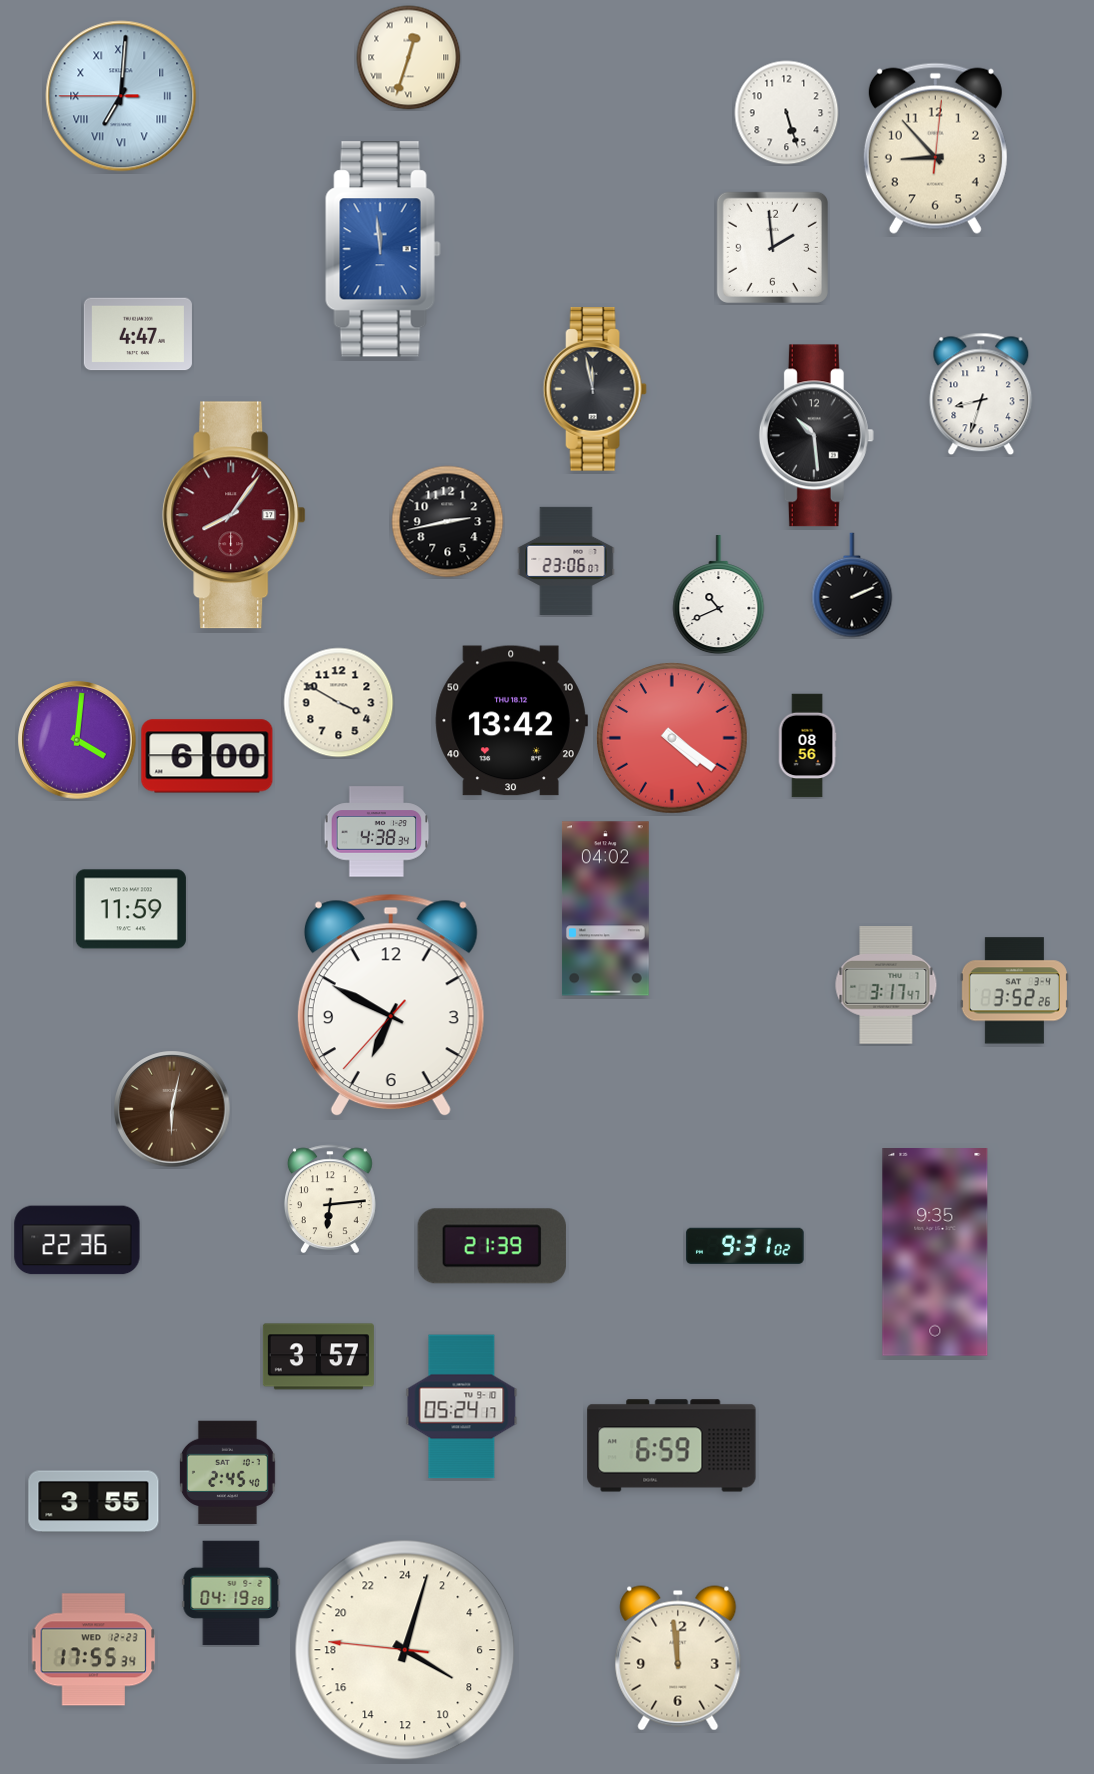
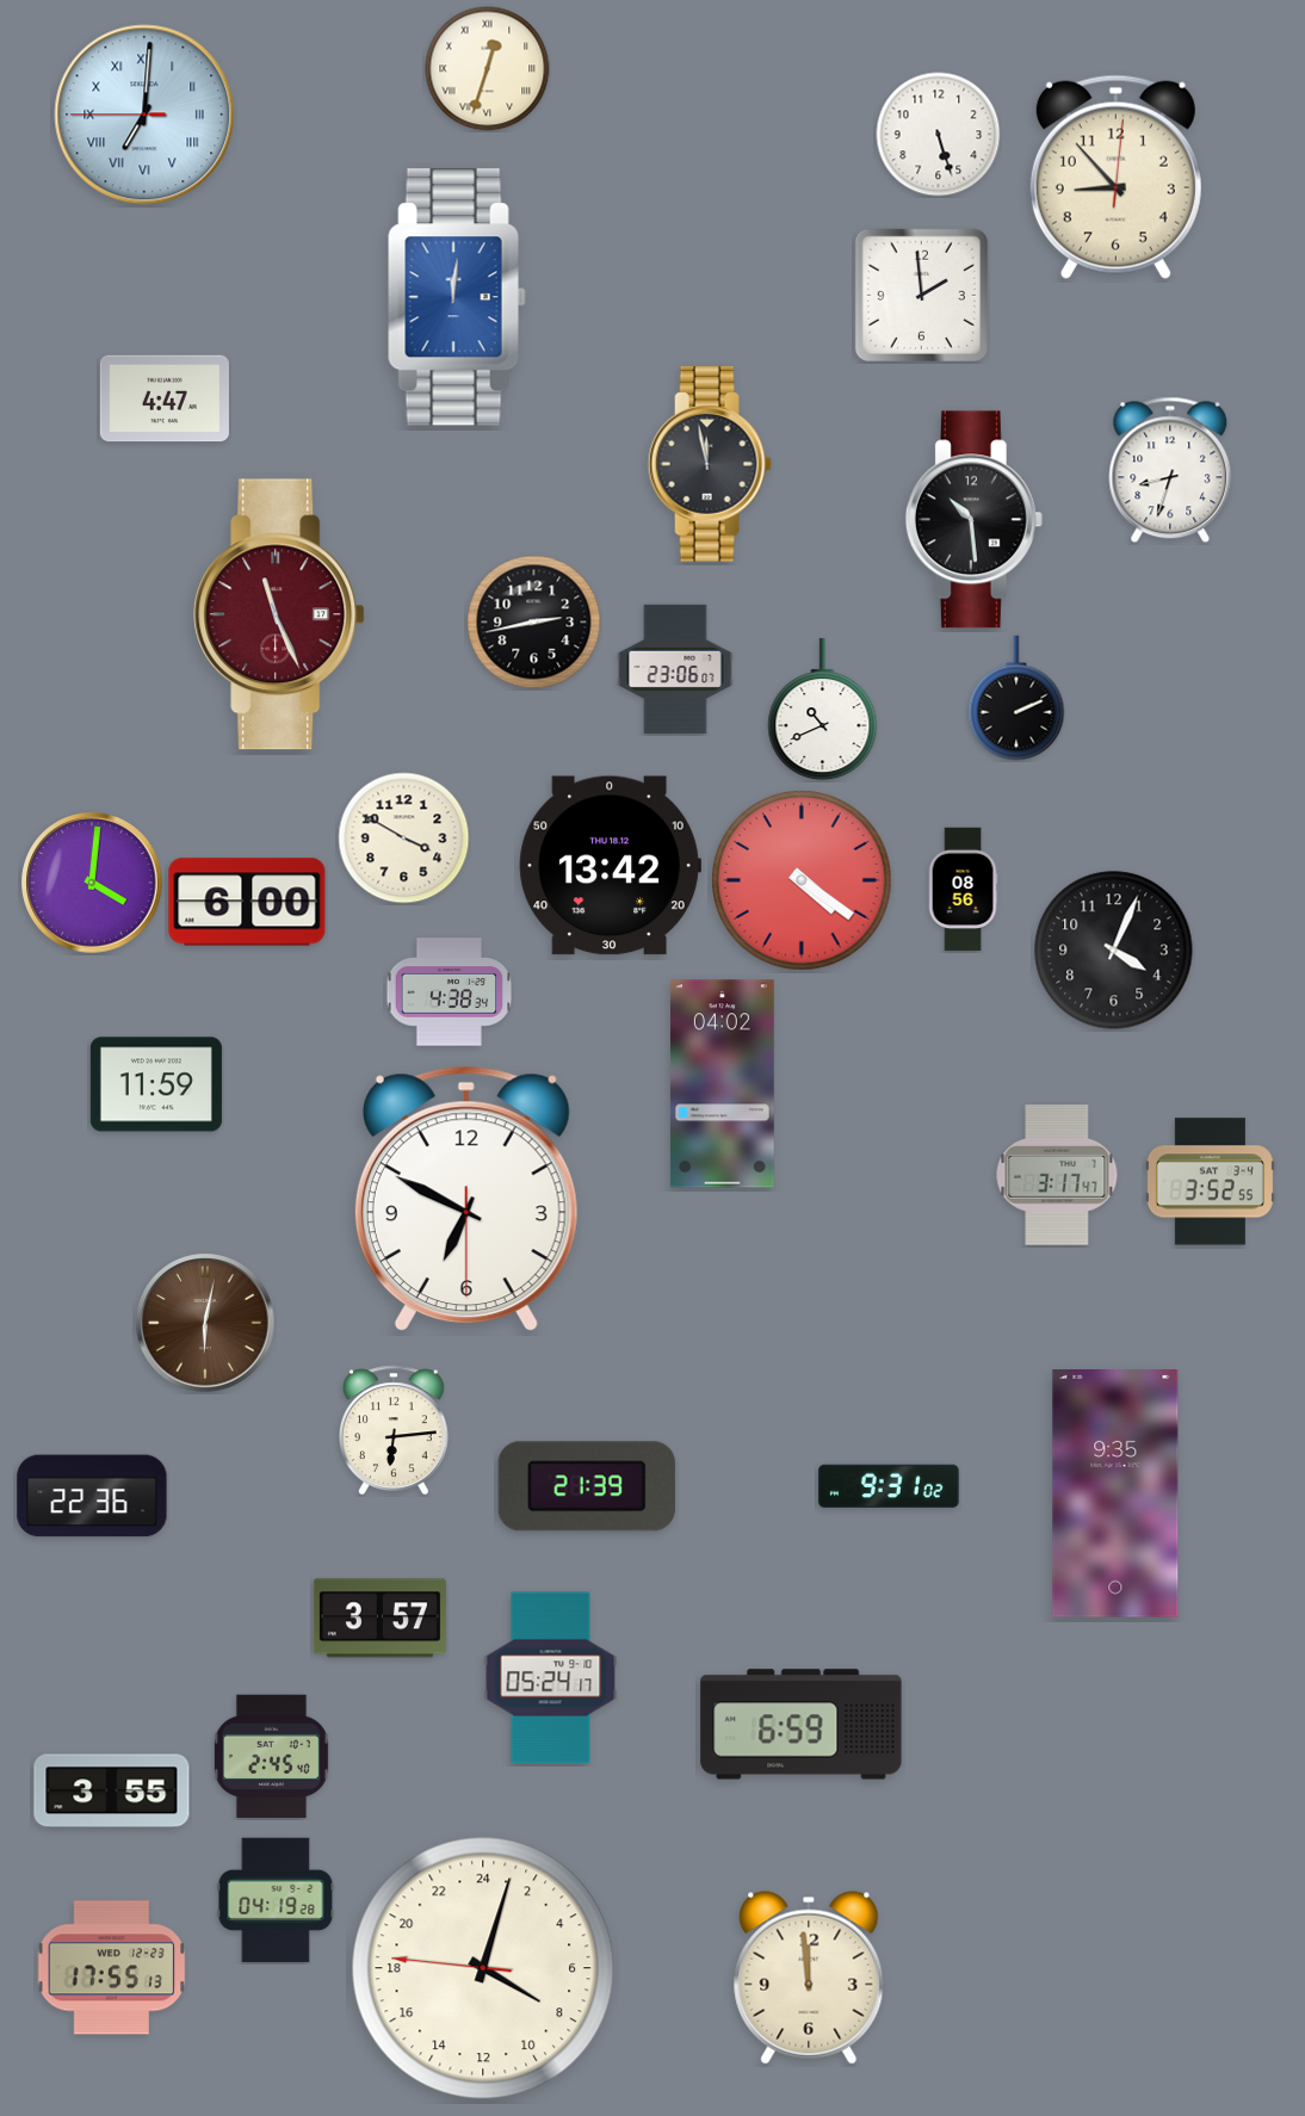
clock at (383, 249): 11:59 -> 12:01
clock at (234, 515): 8:06 -> 11:26
clock at (719, 595) position: (719, 595) -> (823, 710)
clock at (511, 721) position: (511, 721) -> (610, 866)
clock at (1114, 951): none -> 4:04
clock at (1014, 991): 3:52:26 -> 3:52:55
clock at (391, 1005): 6:49:37 -> 6:49:30
clock at (77, 1240) position: (77, 1240) -> (92, 1496)
clock at (94, 1650): 17:55:34 -> 17:55:13
